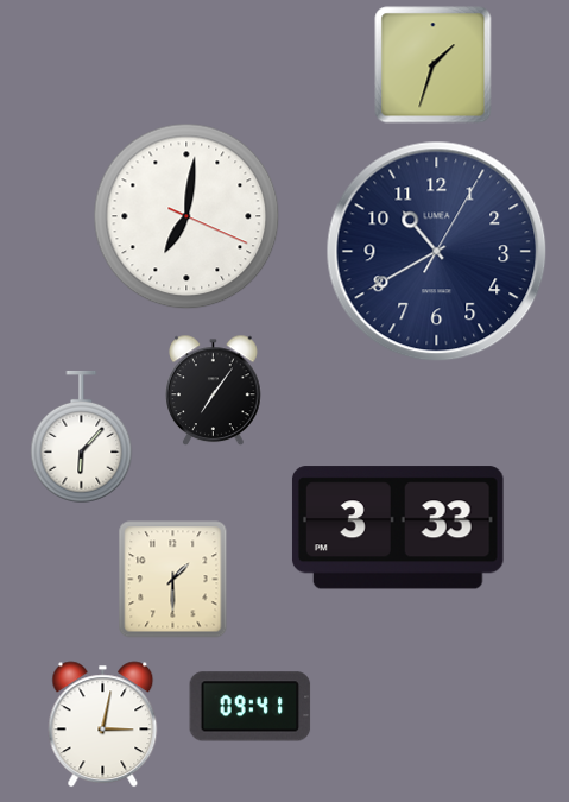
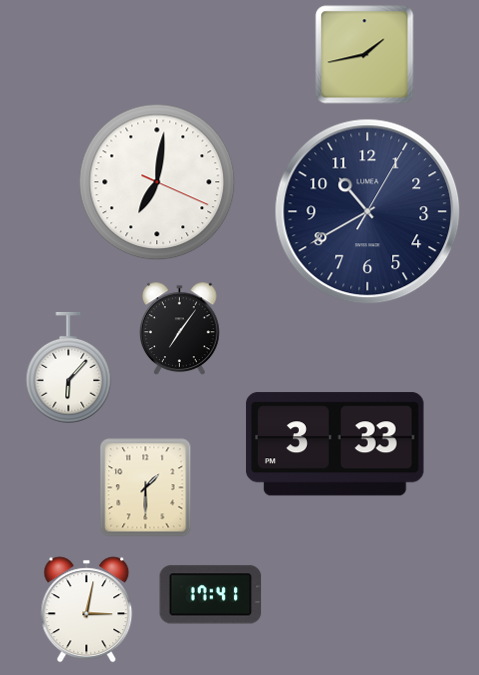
clock at (434, 65): 1:33 -> 1:43
clock at (251, 707): 09:41 -> 17:41
